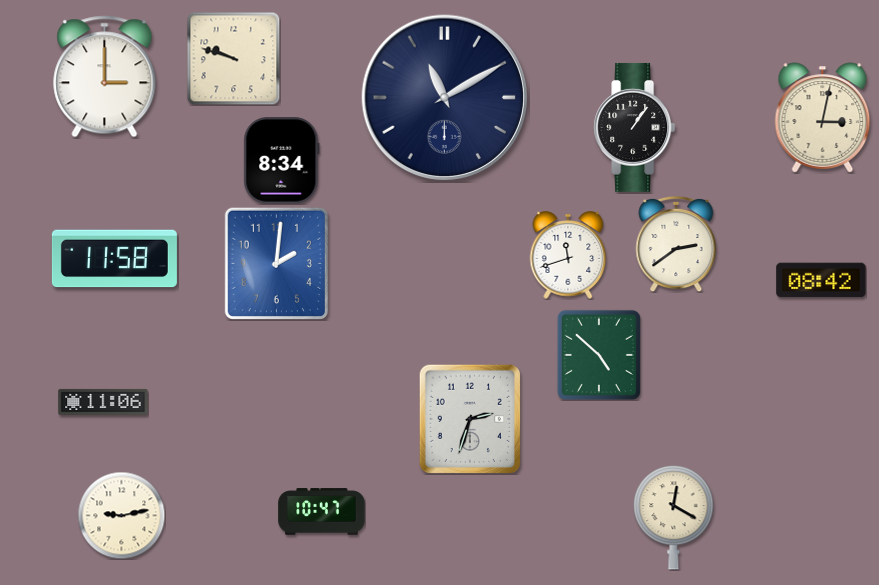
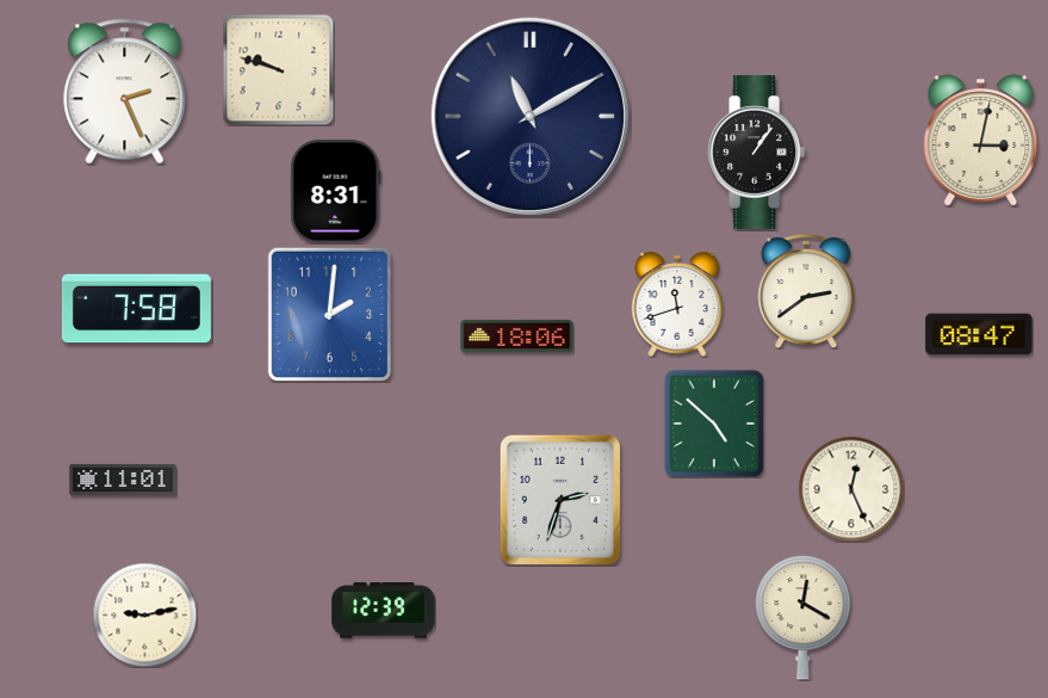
clock at (105, 77): 3:00 -> 2:26
clock at (282, 161): 8:34 -> 8:31
clock at (114, 259): 11:58 -> 7:58
clock at (821, 280): 08:42 -> 08:47
clock at (517, 335): none -> 18:06
clock at (103, 402): 11:06 -> 11:01
clock at (851, 489): none -> 12:26
clock at (322, 512): 10:47 -> 12:39
